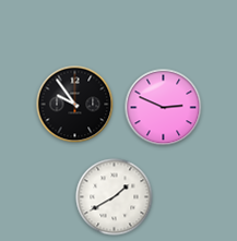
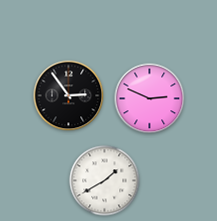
clock at (75, 105): 9:54 -> 2:54
